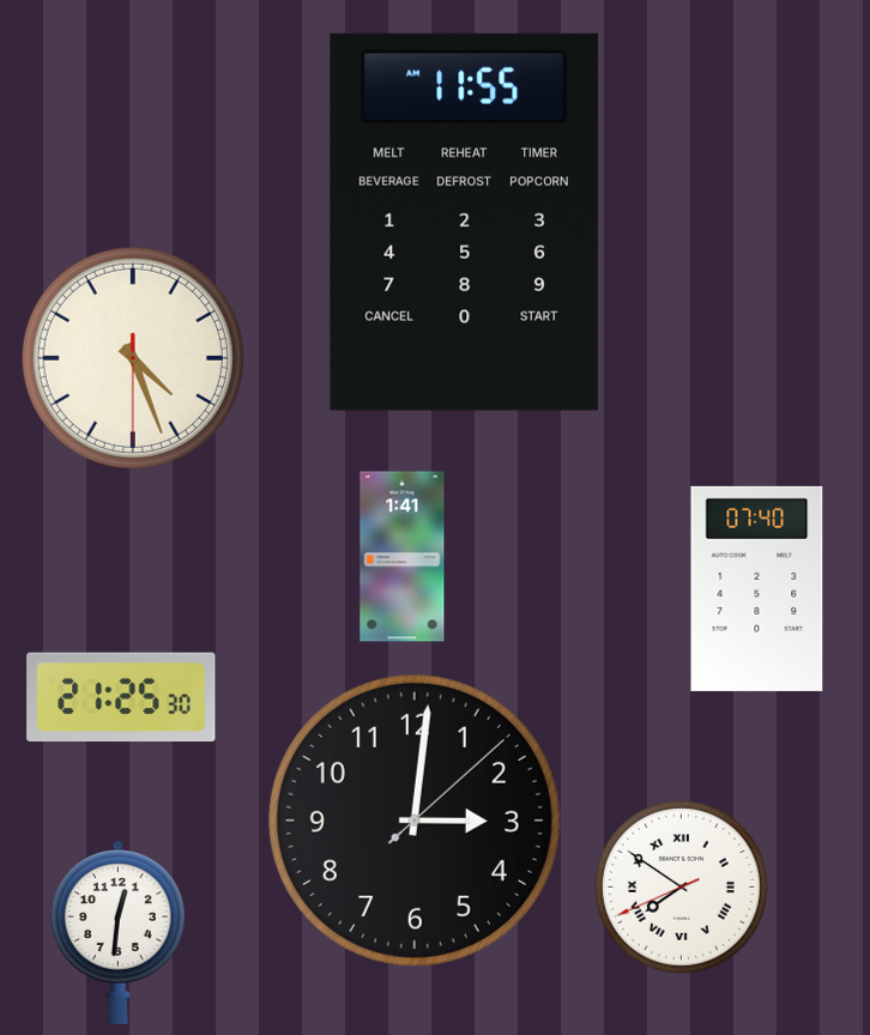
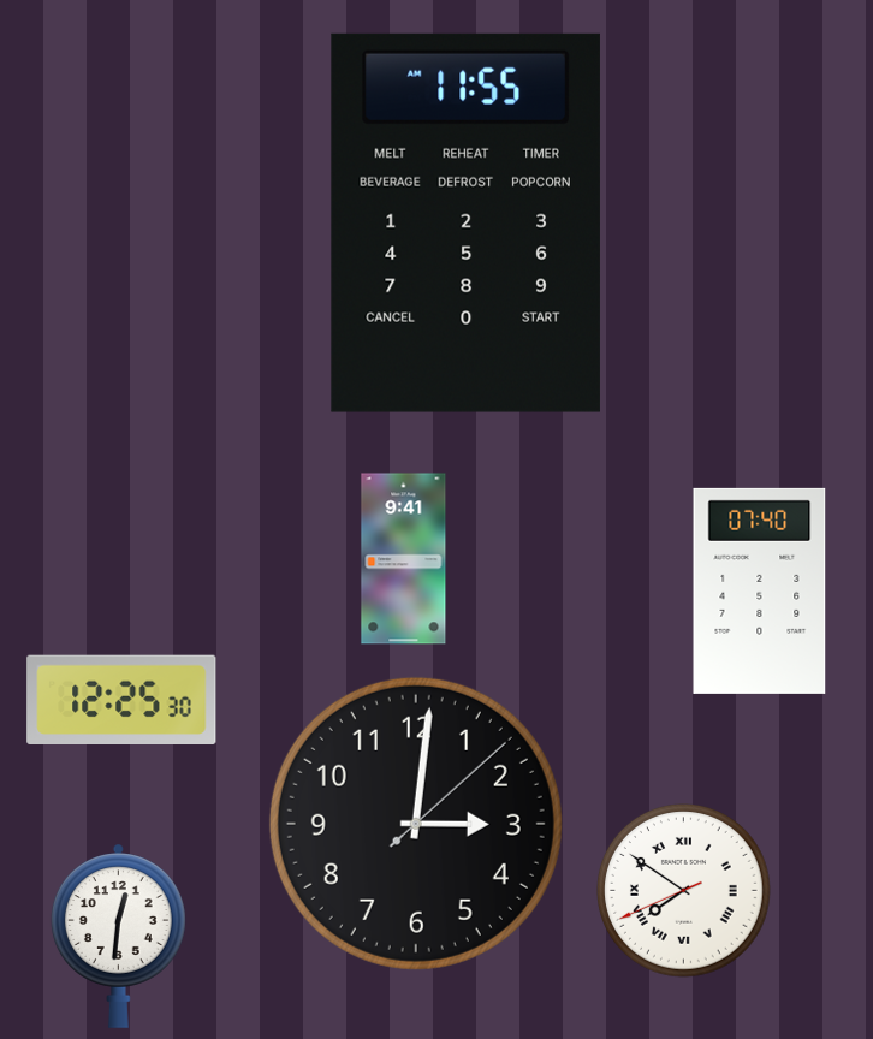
clock at (133, 358): 4:26 -> none
clock at (403, 557): 1:41 -> 9:41
clock at (121, 696): 21:25 -> 12:25
